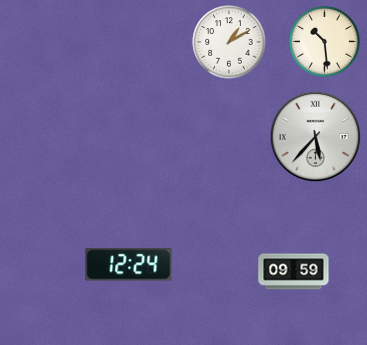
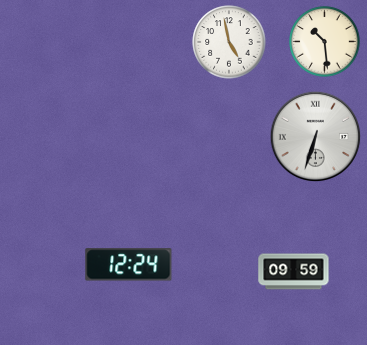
clock at (229, 42): 1:10 -> 4:58
clock at (316, 137): 5:37 -> 6:33
